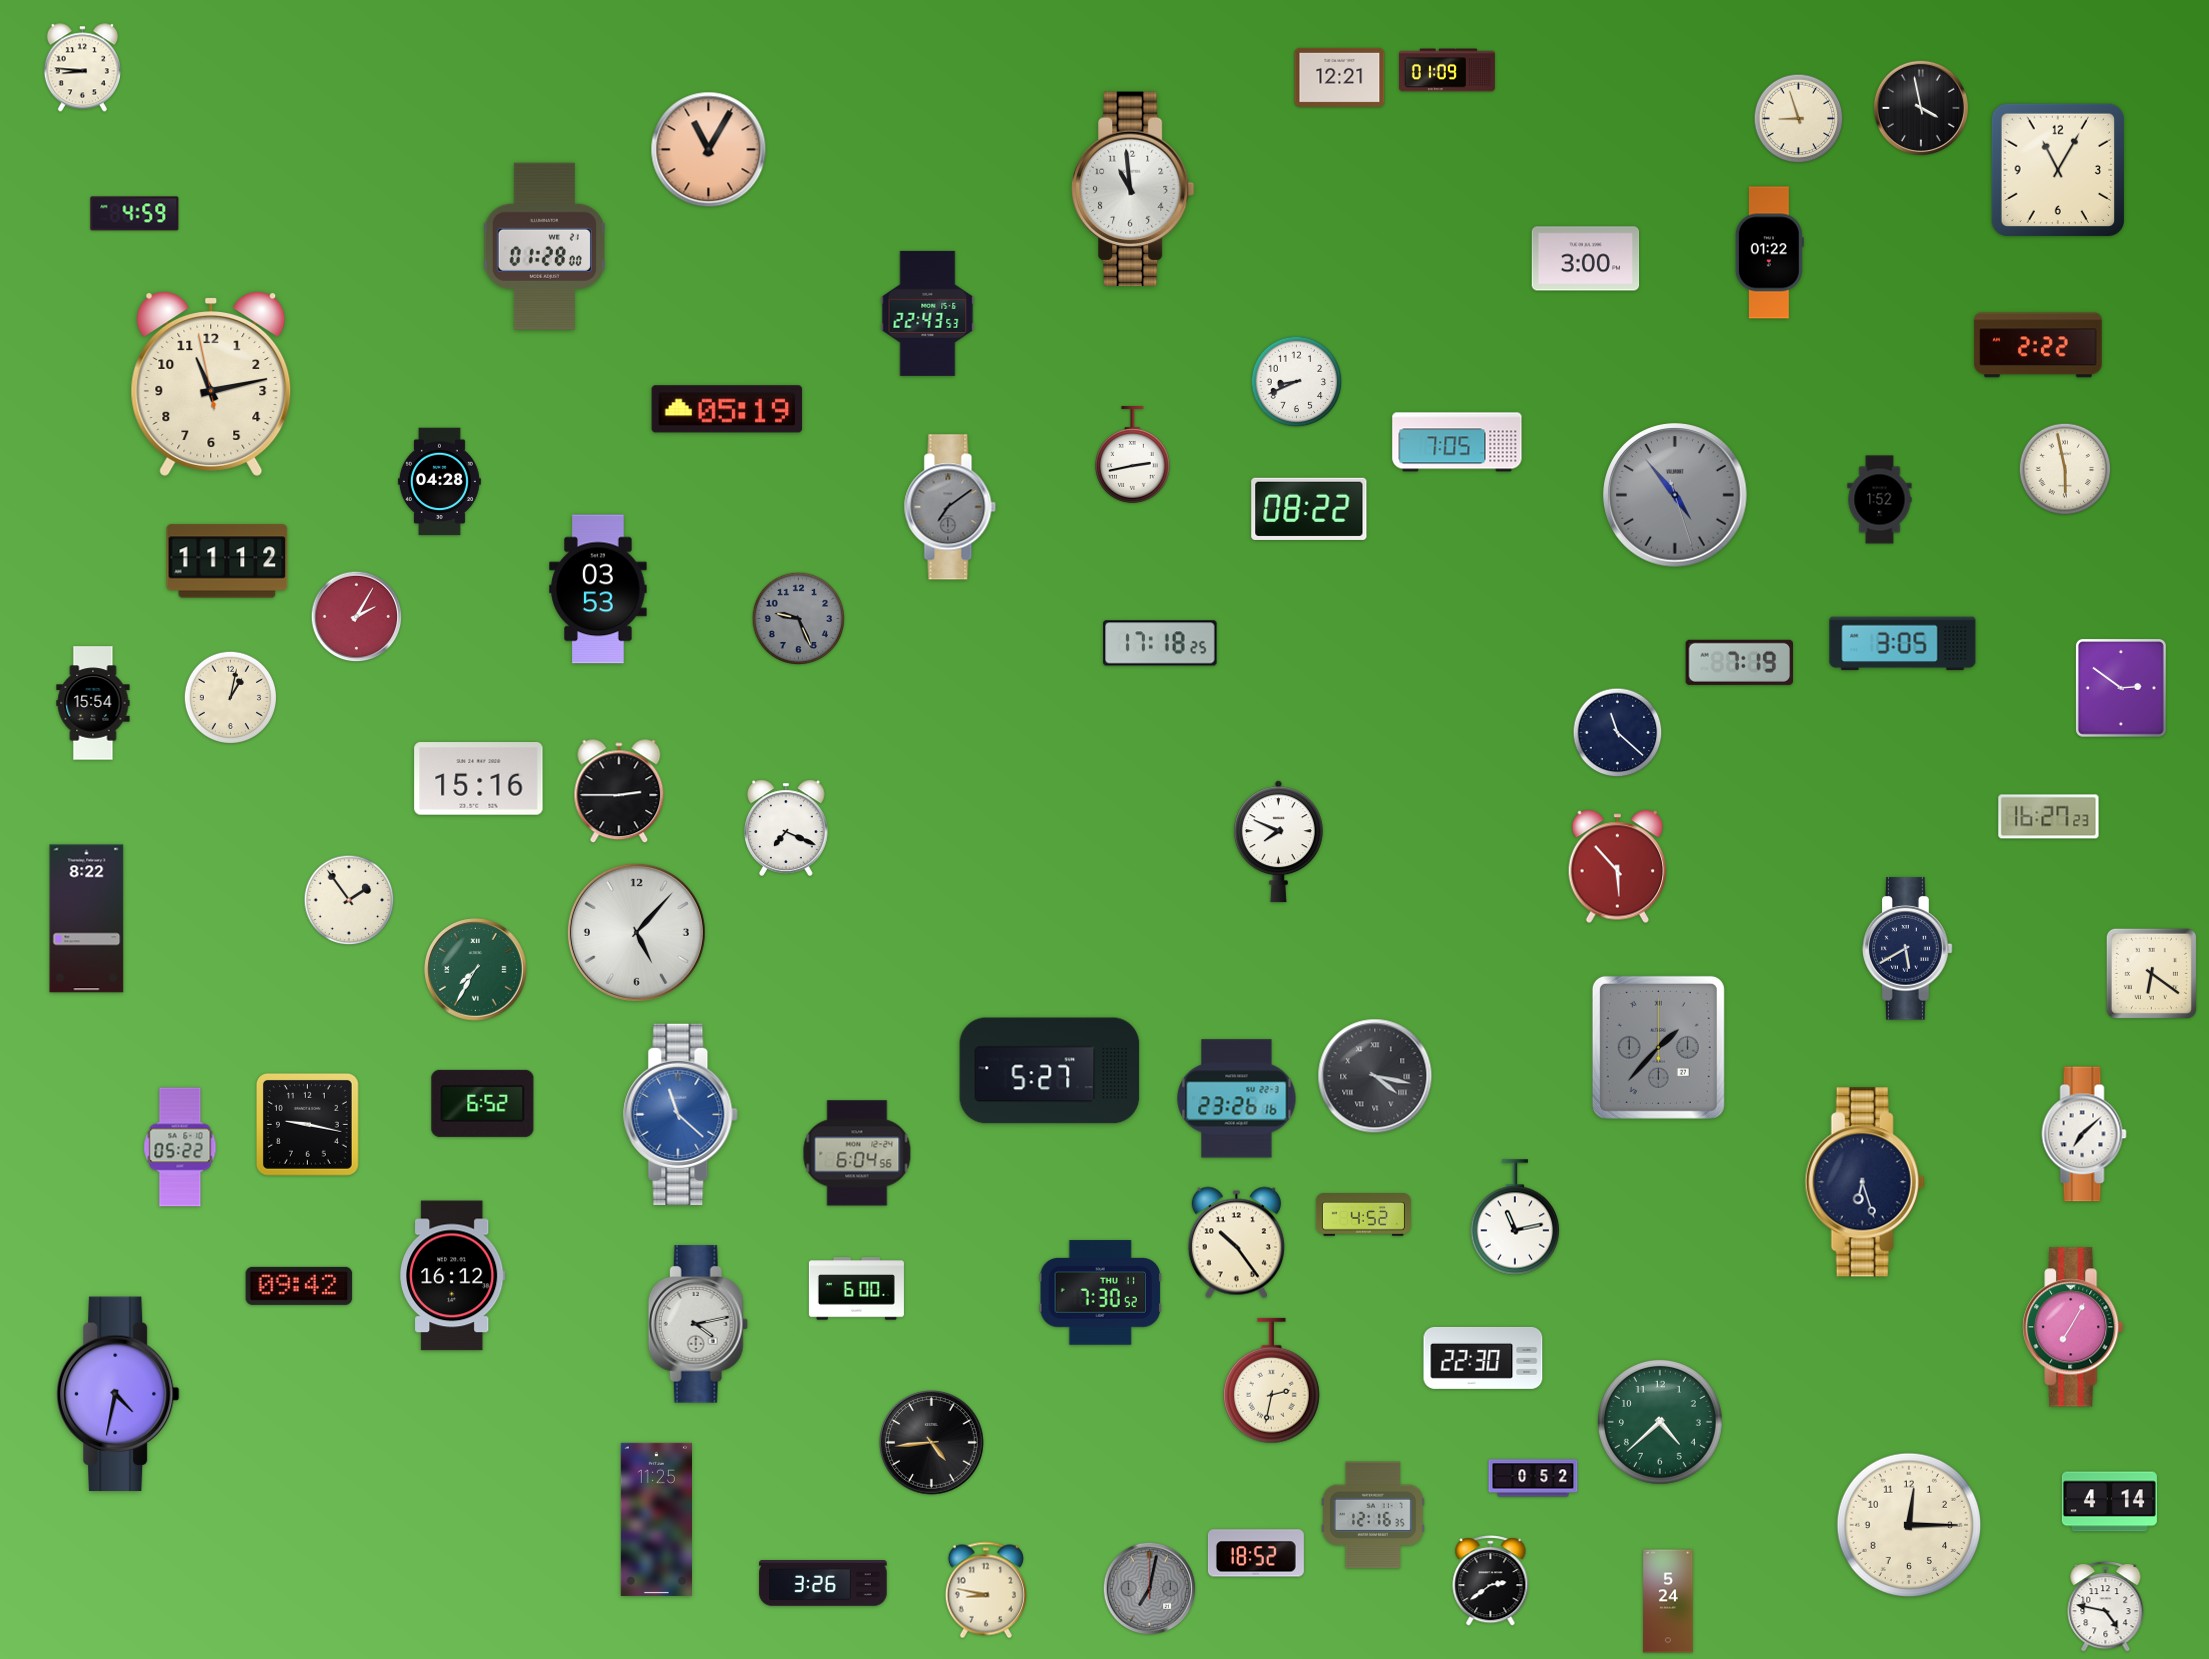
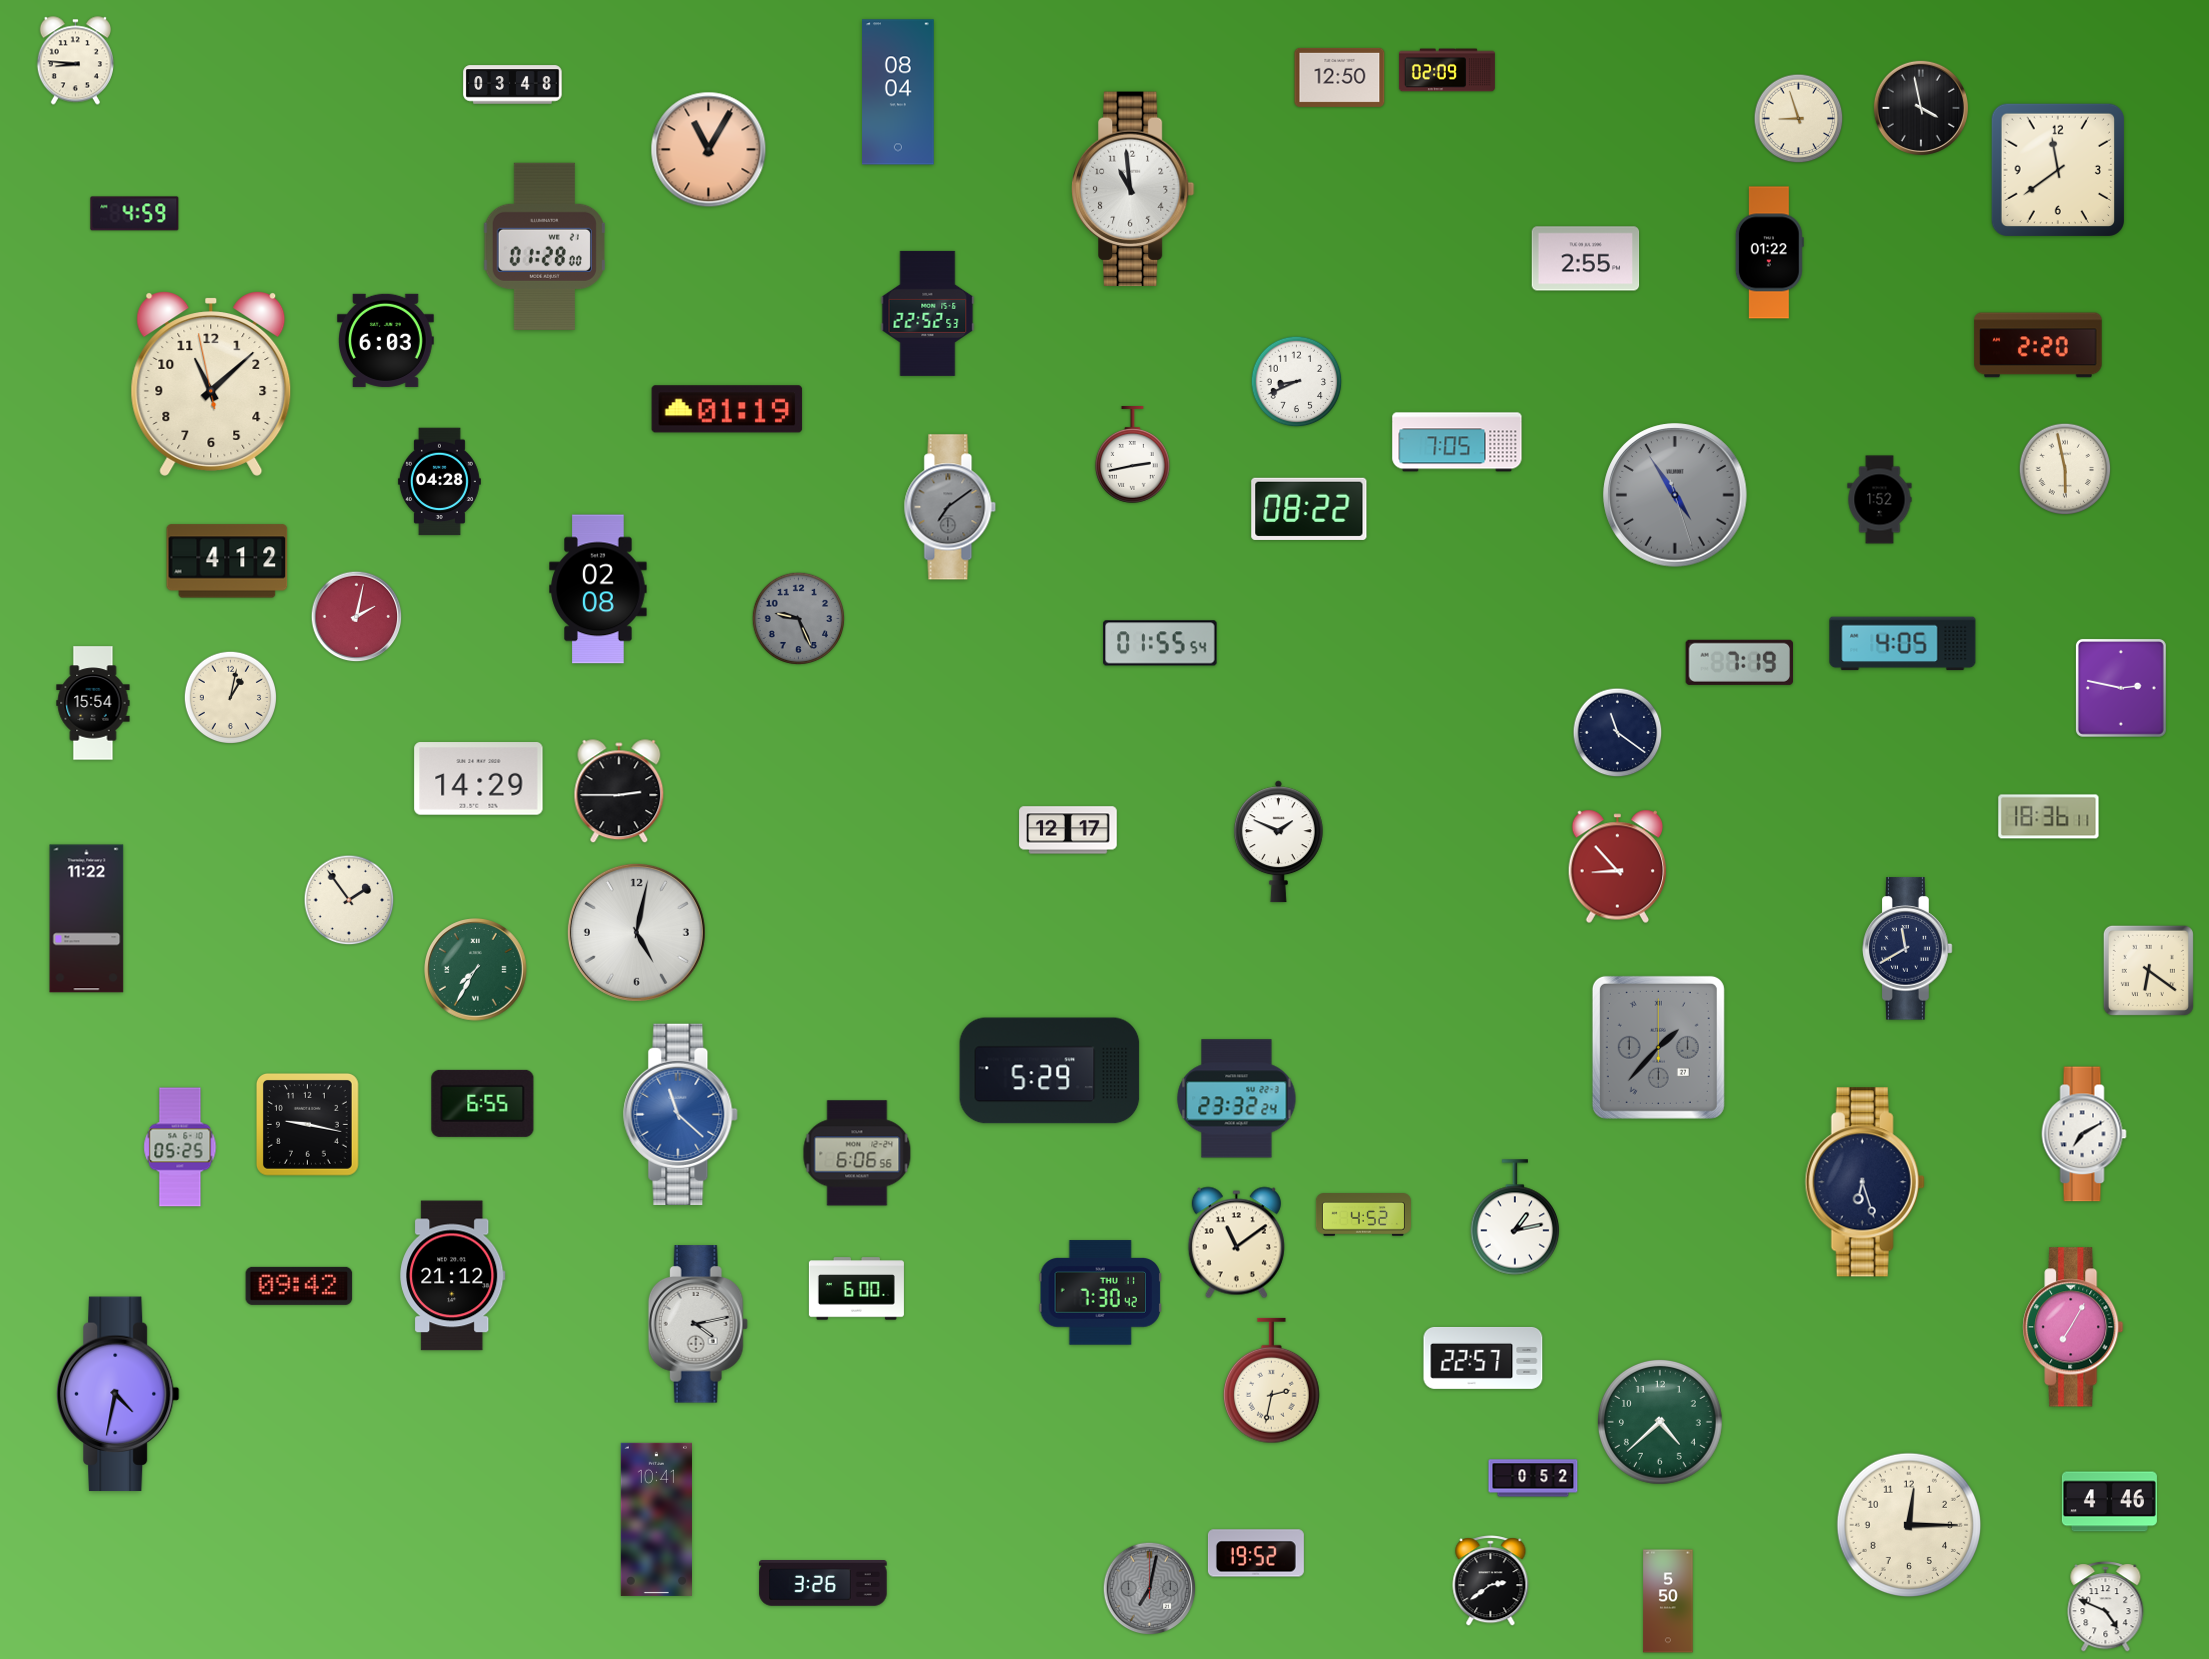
clock at (82, 68) position: (82, 68) -> (75, 61)
clock at (1447, 70): 01:09 -> 02:09
clock at (1340, 77): 12:21 -> 12:50
clock at (513, 85): none -> 03:48
clock at (899, 92): none -> 08:04
clock at (2057, 169): 11:05 -> 11:39
clock at (1586, 259): 3:00 -> 2:55
clock at (928, 313): 22:43 -> 22:52
clock at (386, 340): none -> 6:03
clock at (2038, 345): 2:22 -> 2:20
clock at (211, 384): 11:12 -> 11:07
clock at (727, 409): 05:19 -> 01:19
clock at (1675, 495): 4:53 -> 4:54
clock at (227, 561): 11:12 -> 4:12
clock at (598, 589): 03:53 -> 02:08
clock at (357, 617): 2:05 -> 2:02
clock at (1160, 643): 17:18 -> 01:55
clock at (1903, 644): 3:05 -> 4:05
clock at (2121, 688): 2:51 -> 2:47
clock at (1618, 733): 11:22 -> 11:21
clock at (479, 779): 15:16 -> 14:29
clock at (2049, 817): 16:27 -> 18:36
clock at (787, 828): 7:19 -> none
clock at (1068, 830): none -> 12:17
clock at (1278, 842): 7:49 -> 1:49
clock at (1618, 867): 5:53 -> 8:53
clock at (87, 919): 8:22 -> 11:22
clock at (636, 932): 5:07 -> 5:02
clock at (1908, 949): 5:40 -> 11:40
clock at (2151, 973) position: (2151, 973) -> (2148, 970)
clock at (1050, 1071): 5:27 -> 5:29
clock at (1375, 1076): 4:17 -> none
clock at (1237, 1099): 23:26 -> 23:32
clock at (483, 1103): 6:52 -> 6:55
clock at (2084, 1134): 7:08 -> 7:10
clock at (180, 1147): 05:22 -> 05:25
clock at (857, 1153): 6:04 -> 6:06
clock at (1515, 1217): 11:13 -> 1:13
clock at (1236, 1243): 10:24 -> 11:09
clock at (453, 1276): 16:12 -> 21:12
clock at (1100, 1293): 7:30:52 -> 7:30:42
clock at (1483, 1358): 22:30 -> 22:57
clock at (932, 1443): 4:44 -> none
clock at (2109, 1502): 4:14 -> 4:46
clock at (1373, 1515): 12:16 -> none
clock at (656, 1519): 11:25 -> 10:41
clock at (1256, 1553): 18:52 -> 19:52
clock at (986, 1590): 8:47 -> none
clock at (1668, 1601): 5:24 -> 5:50
clock at (2106, 1607): 4:47 -> 4:49
